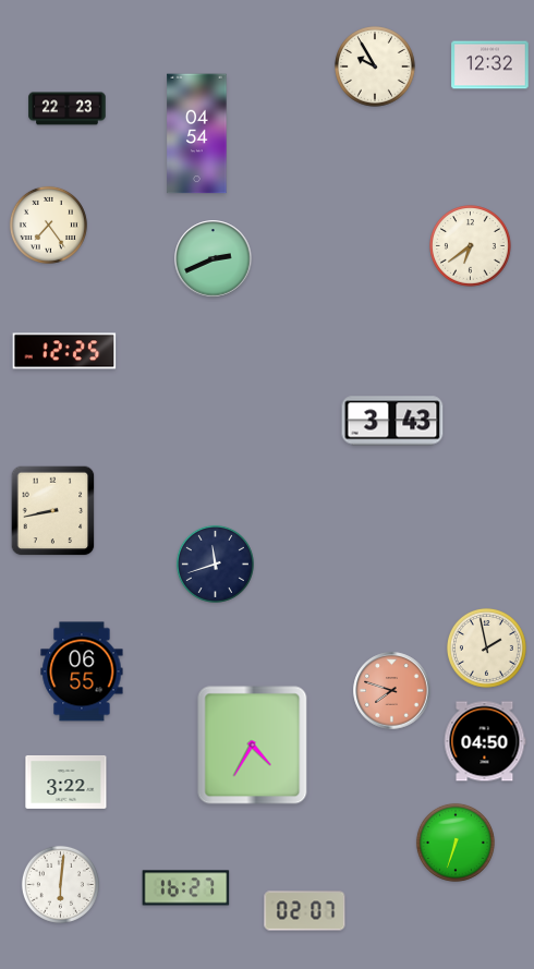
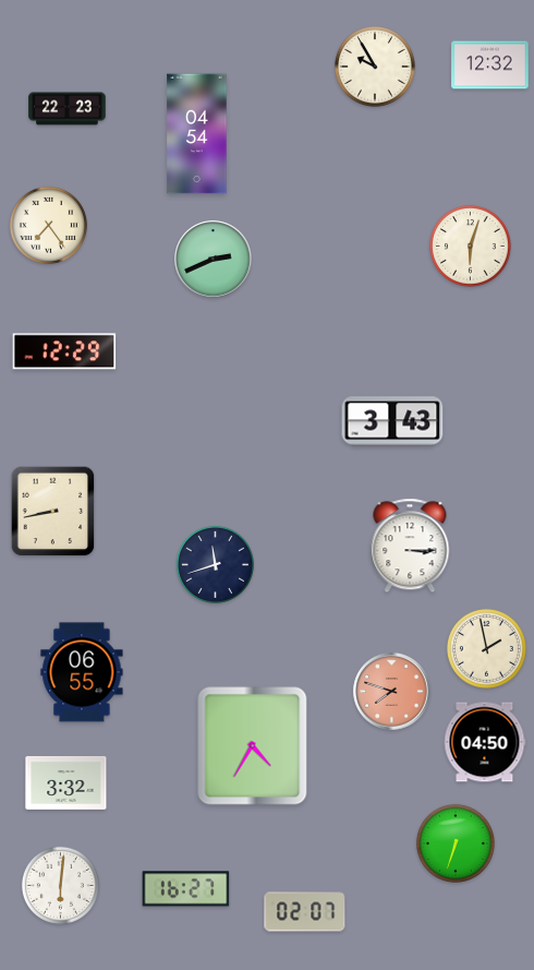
clock at (471, 246): 6:39 -> 6:03
clock at (64, 351): 12:25 -> 12:29
clock at (410, 546): none -> 3:15
clock at (66, 782): 3:22 -> 3:32
